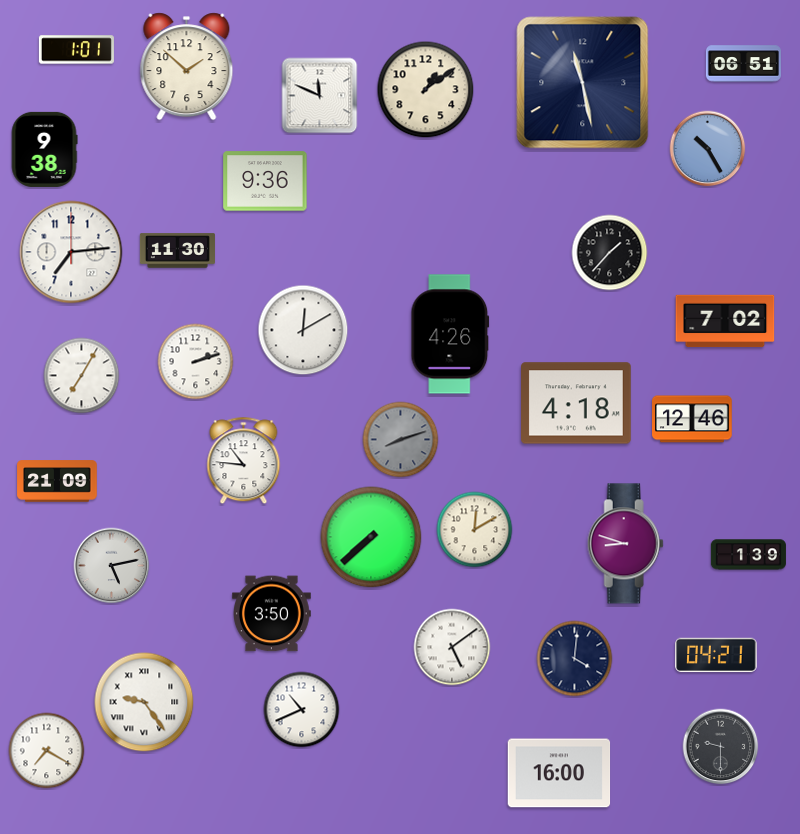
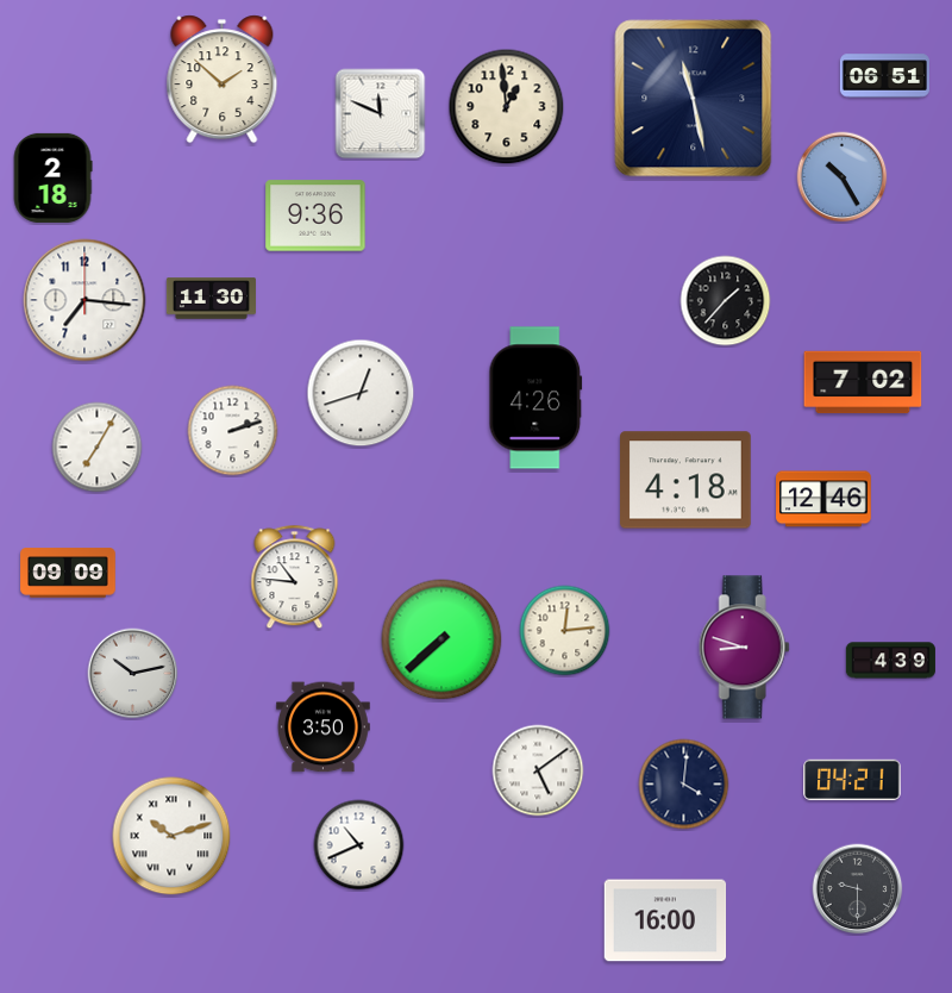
clock at (76, 50): 1:01 -> none
clock at (426, 90): 1:09 -> 12:59
clock at (44, 149): 9:38 -> 2:18
clock at (71, 252): 7:14 -> 7:16
clock at (303, 330): 12:10 -> 12:42
clock at (401, 440): 8:12 -> none
clock at (244, 461) position: (244, 461) -> (295, 577)
clock at (57, 481): 21:09 -> 09:09
clock at (475, 530): 12:10 -> 12:14
clock at (748, 555): 1:39 -> 4:39
clock at (112, 566): 5:13 -> 10:13
clock at (272, 614) position: (272, 614) -> (324, 727)
clock at (144, 702): 9:24 -> 10:12
clock at (47, 751): 7:20 -> none
